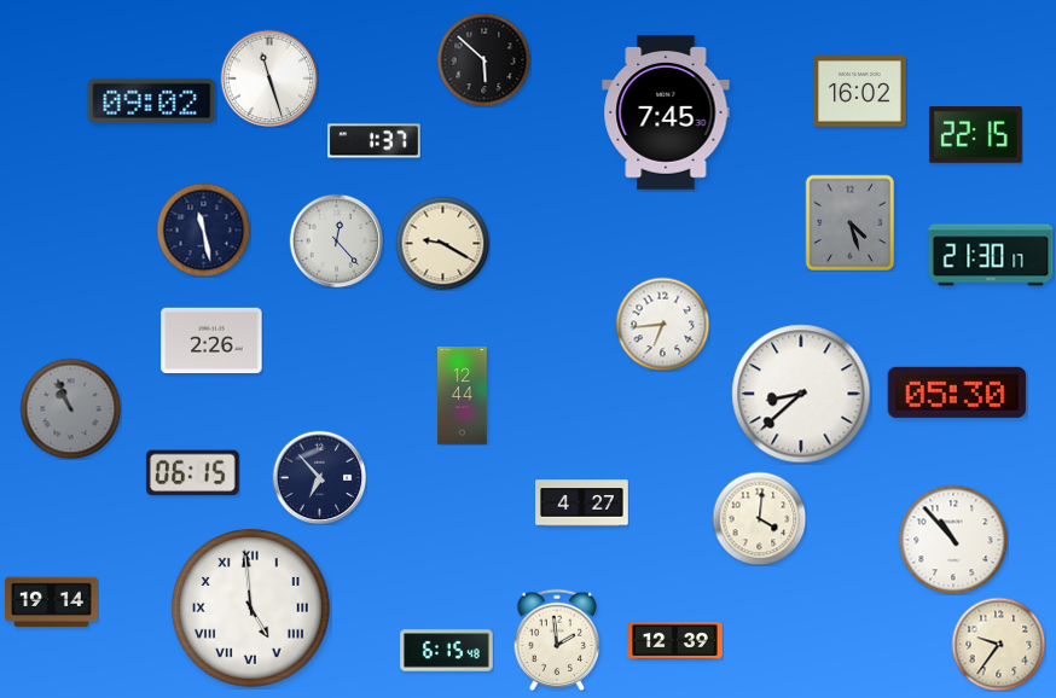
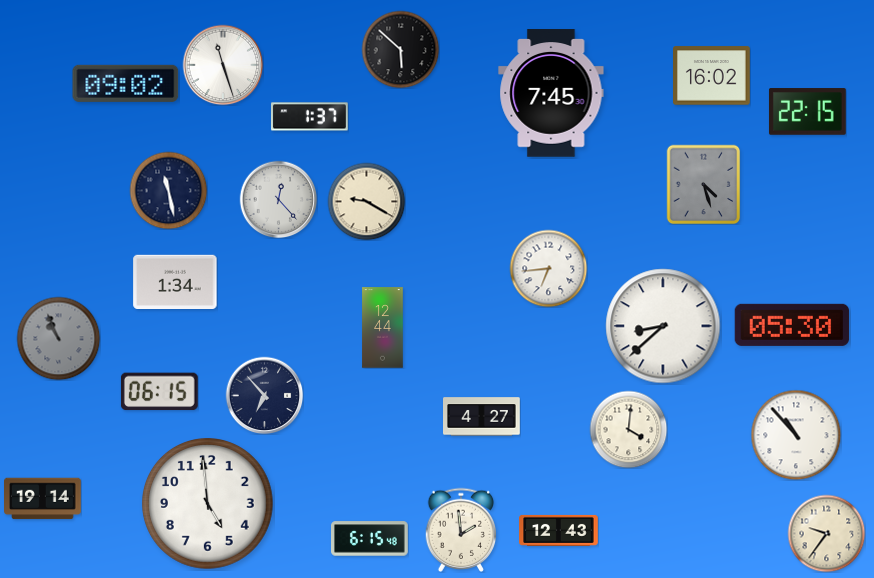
clock at (991, 255): 21:30 -> none
clock at (211, 339): 2:26 -> 1:34
clock at (953, 540) position: (953, 540) -> (796, 435)
clock at (251, 609) numerals: Roman -> Arabic
clock at (675, 640): 12:39 -> 12:43
